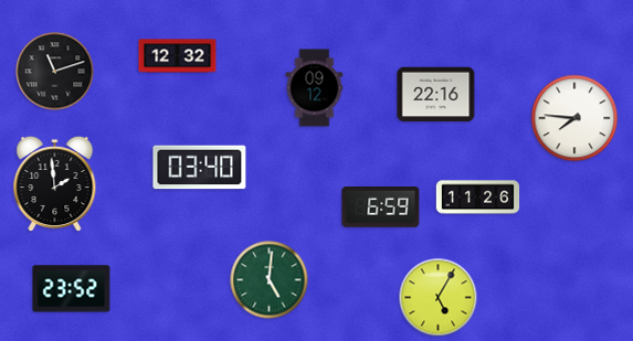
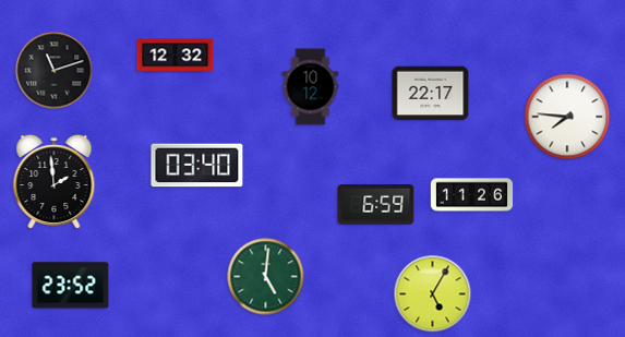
clock at (315, 88): 09:12 -> 10:12
clock at (436, 95): 22:16 -> 22:17
